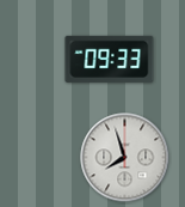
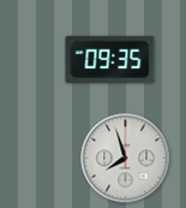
clock at (110, 59): 09:33 -> 09:35
